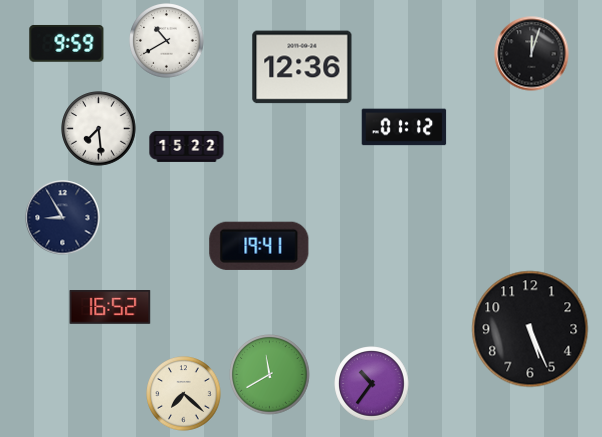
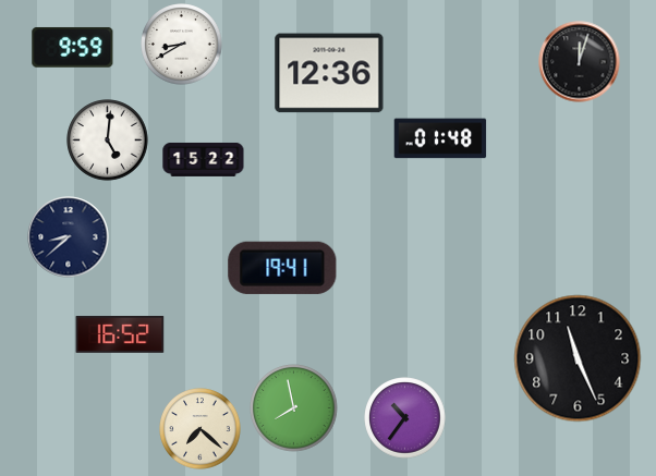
clock at (167, 41): 10:40 -> 8:40
clock at (532, 54) position: (532, 54) -> (580, 62)
clock at (404, 127): 01:12 -> 01:48
clock at (99, 129): 7:29 -> 5:01
clock at (63, 218): 8:55 -> 8:38
clock at (530, 329): 5:26 -> 11:26
clock at (270, 375): 11:40 -> 7:58
